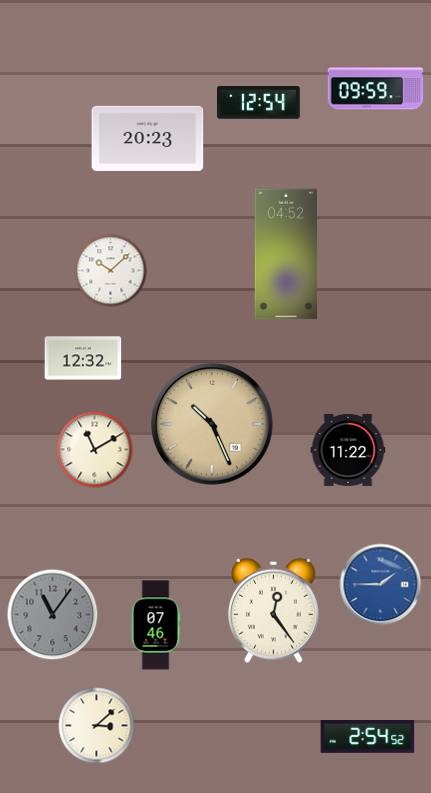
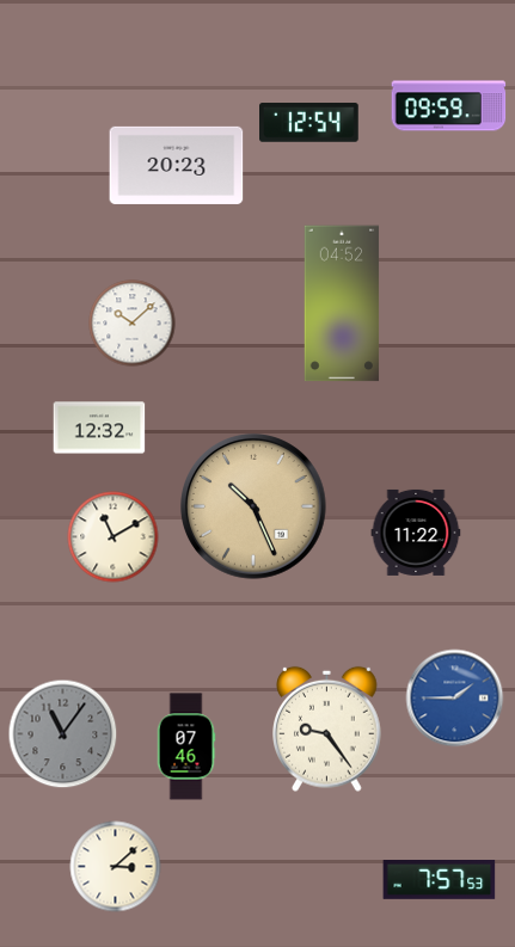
clock at (348, 450) position: (348, 450) -> (416, 533)
clock at (274, 610): 12:24 -> 9:24
clock at (368, 737): 2:54 -> 7:57
